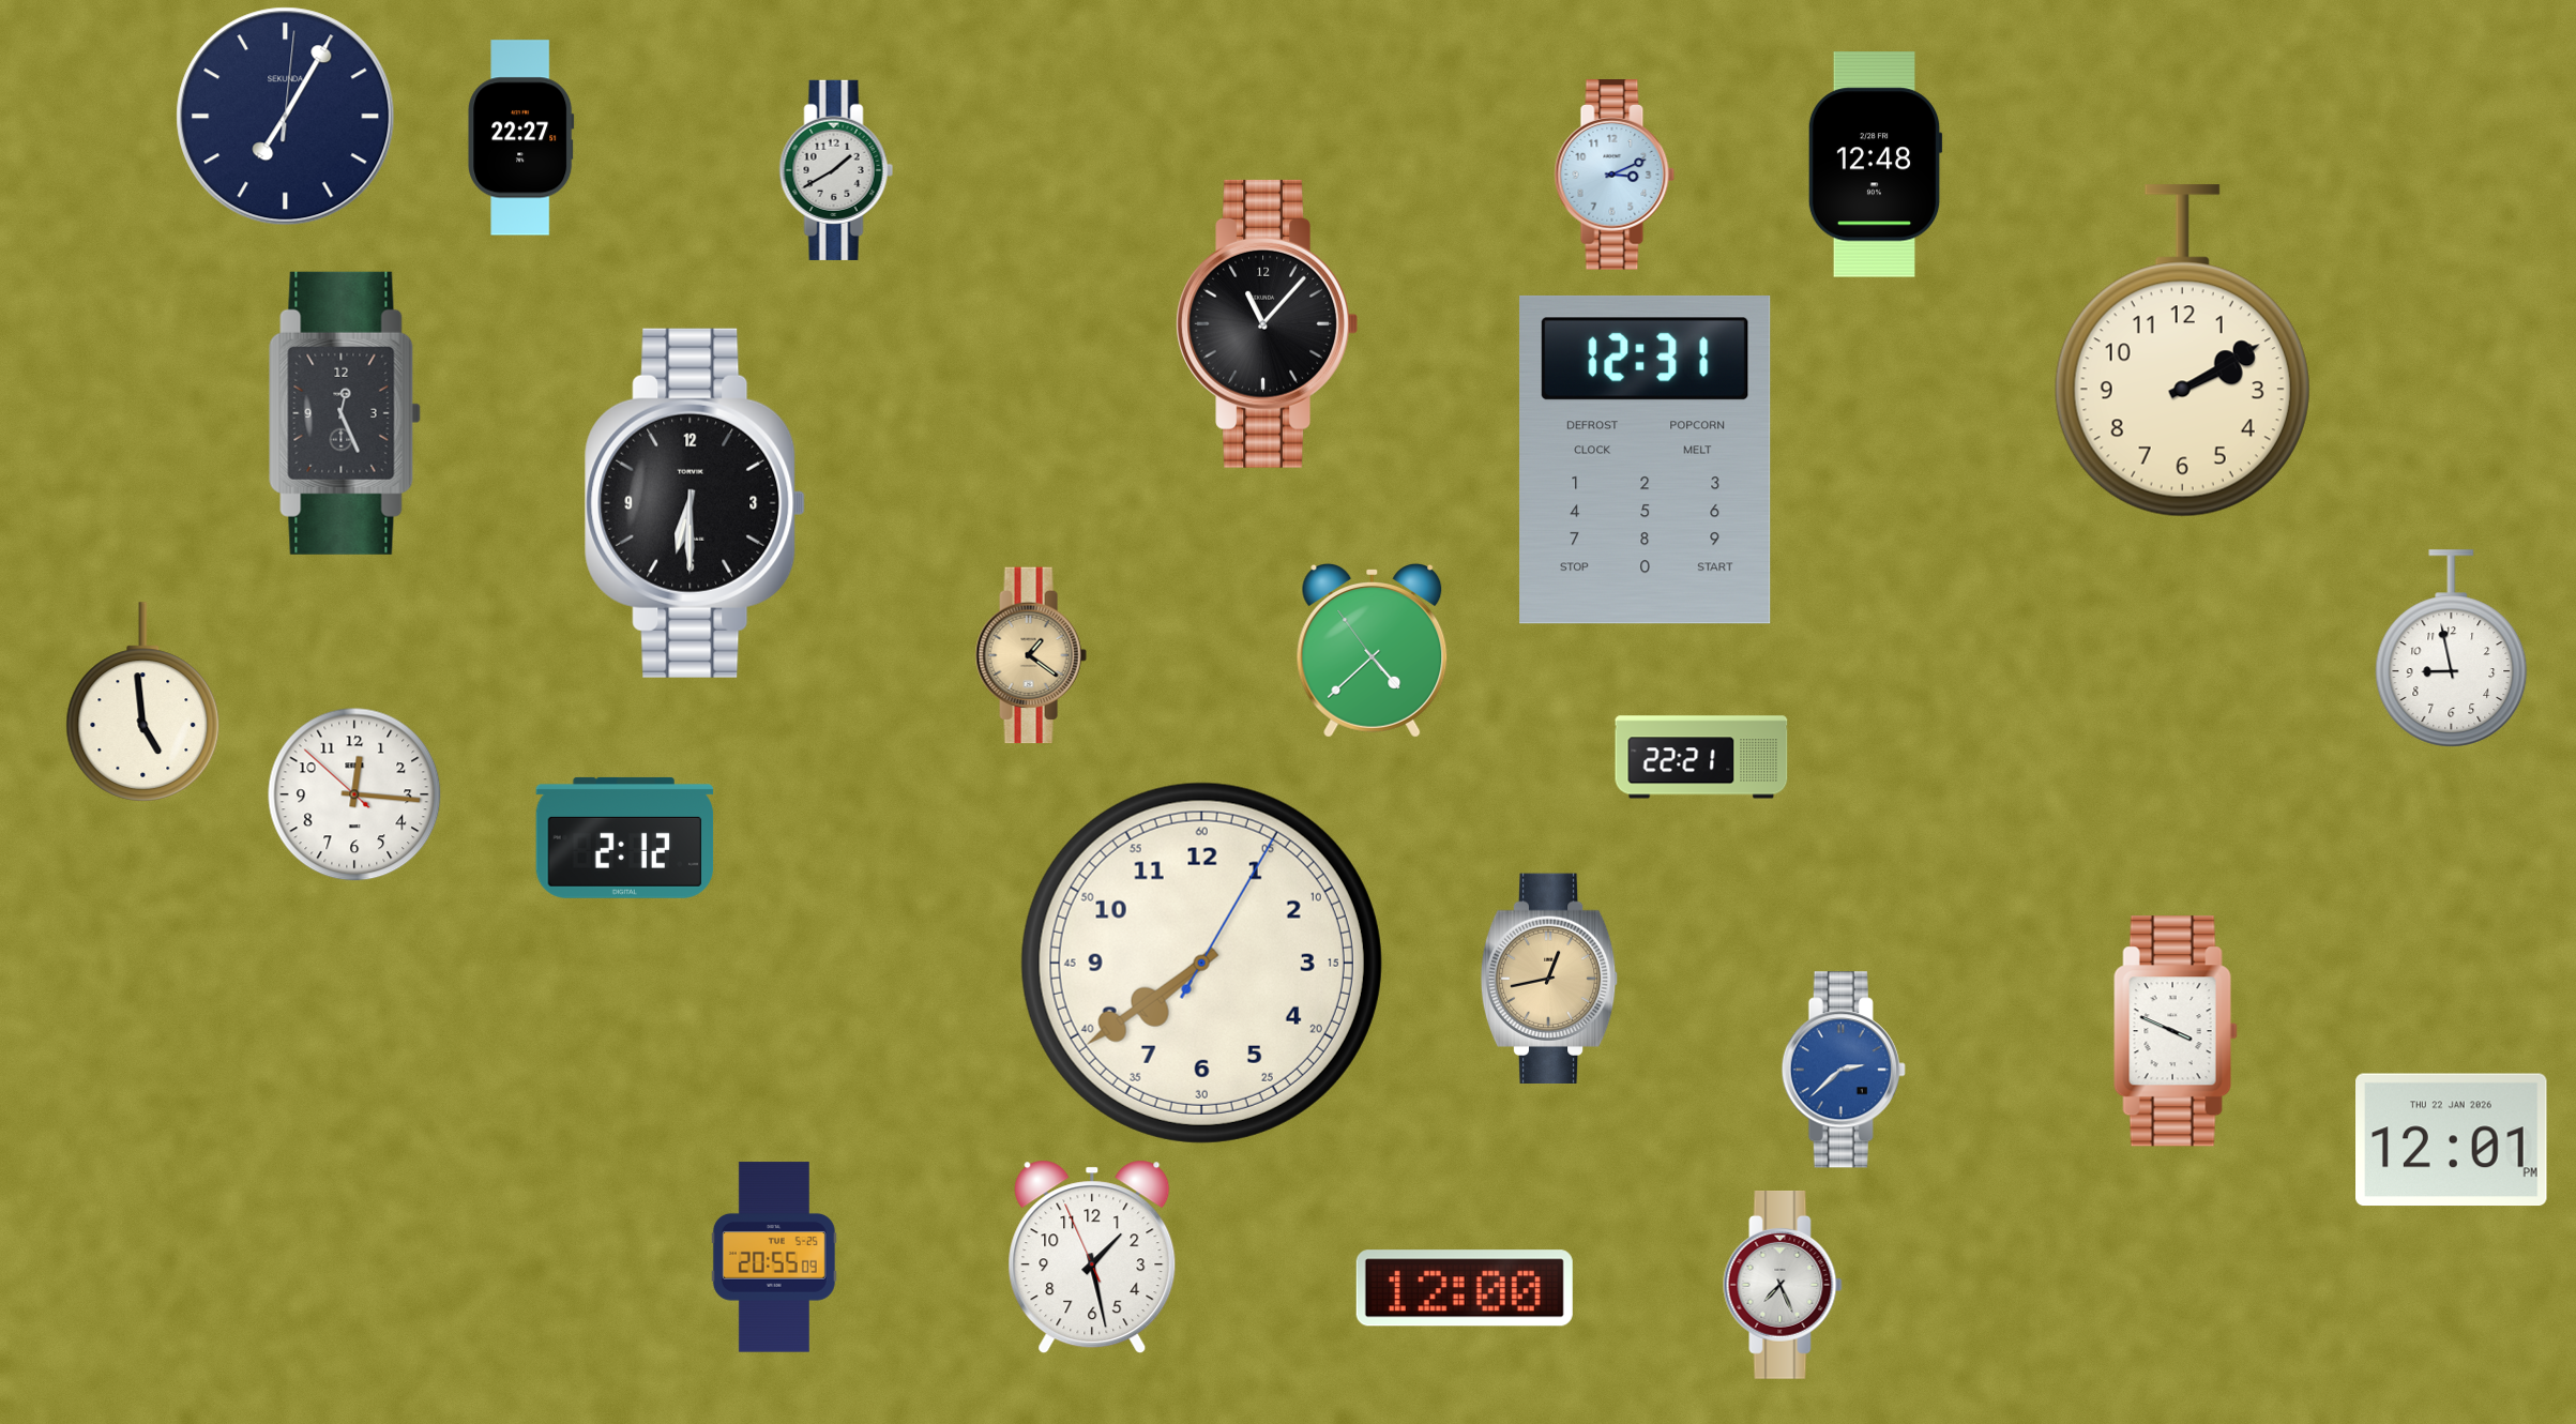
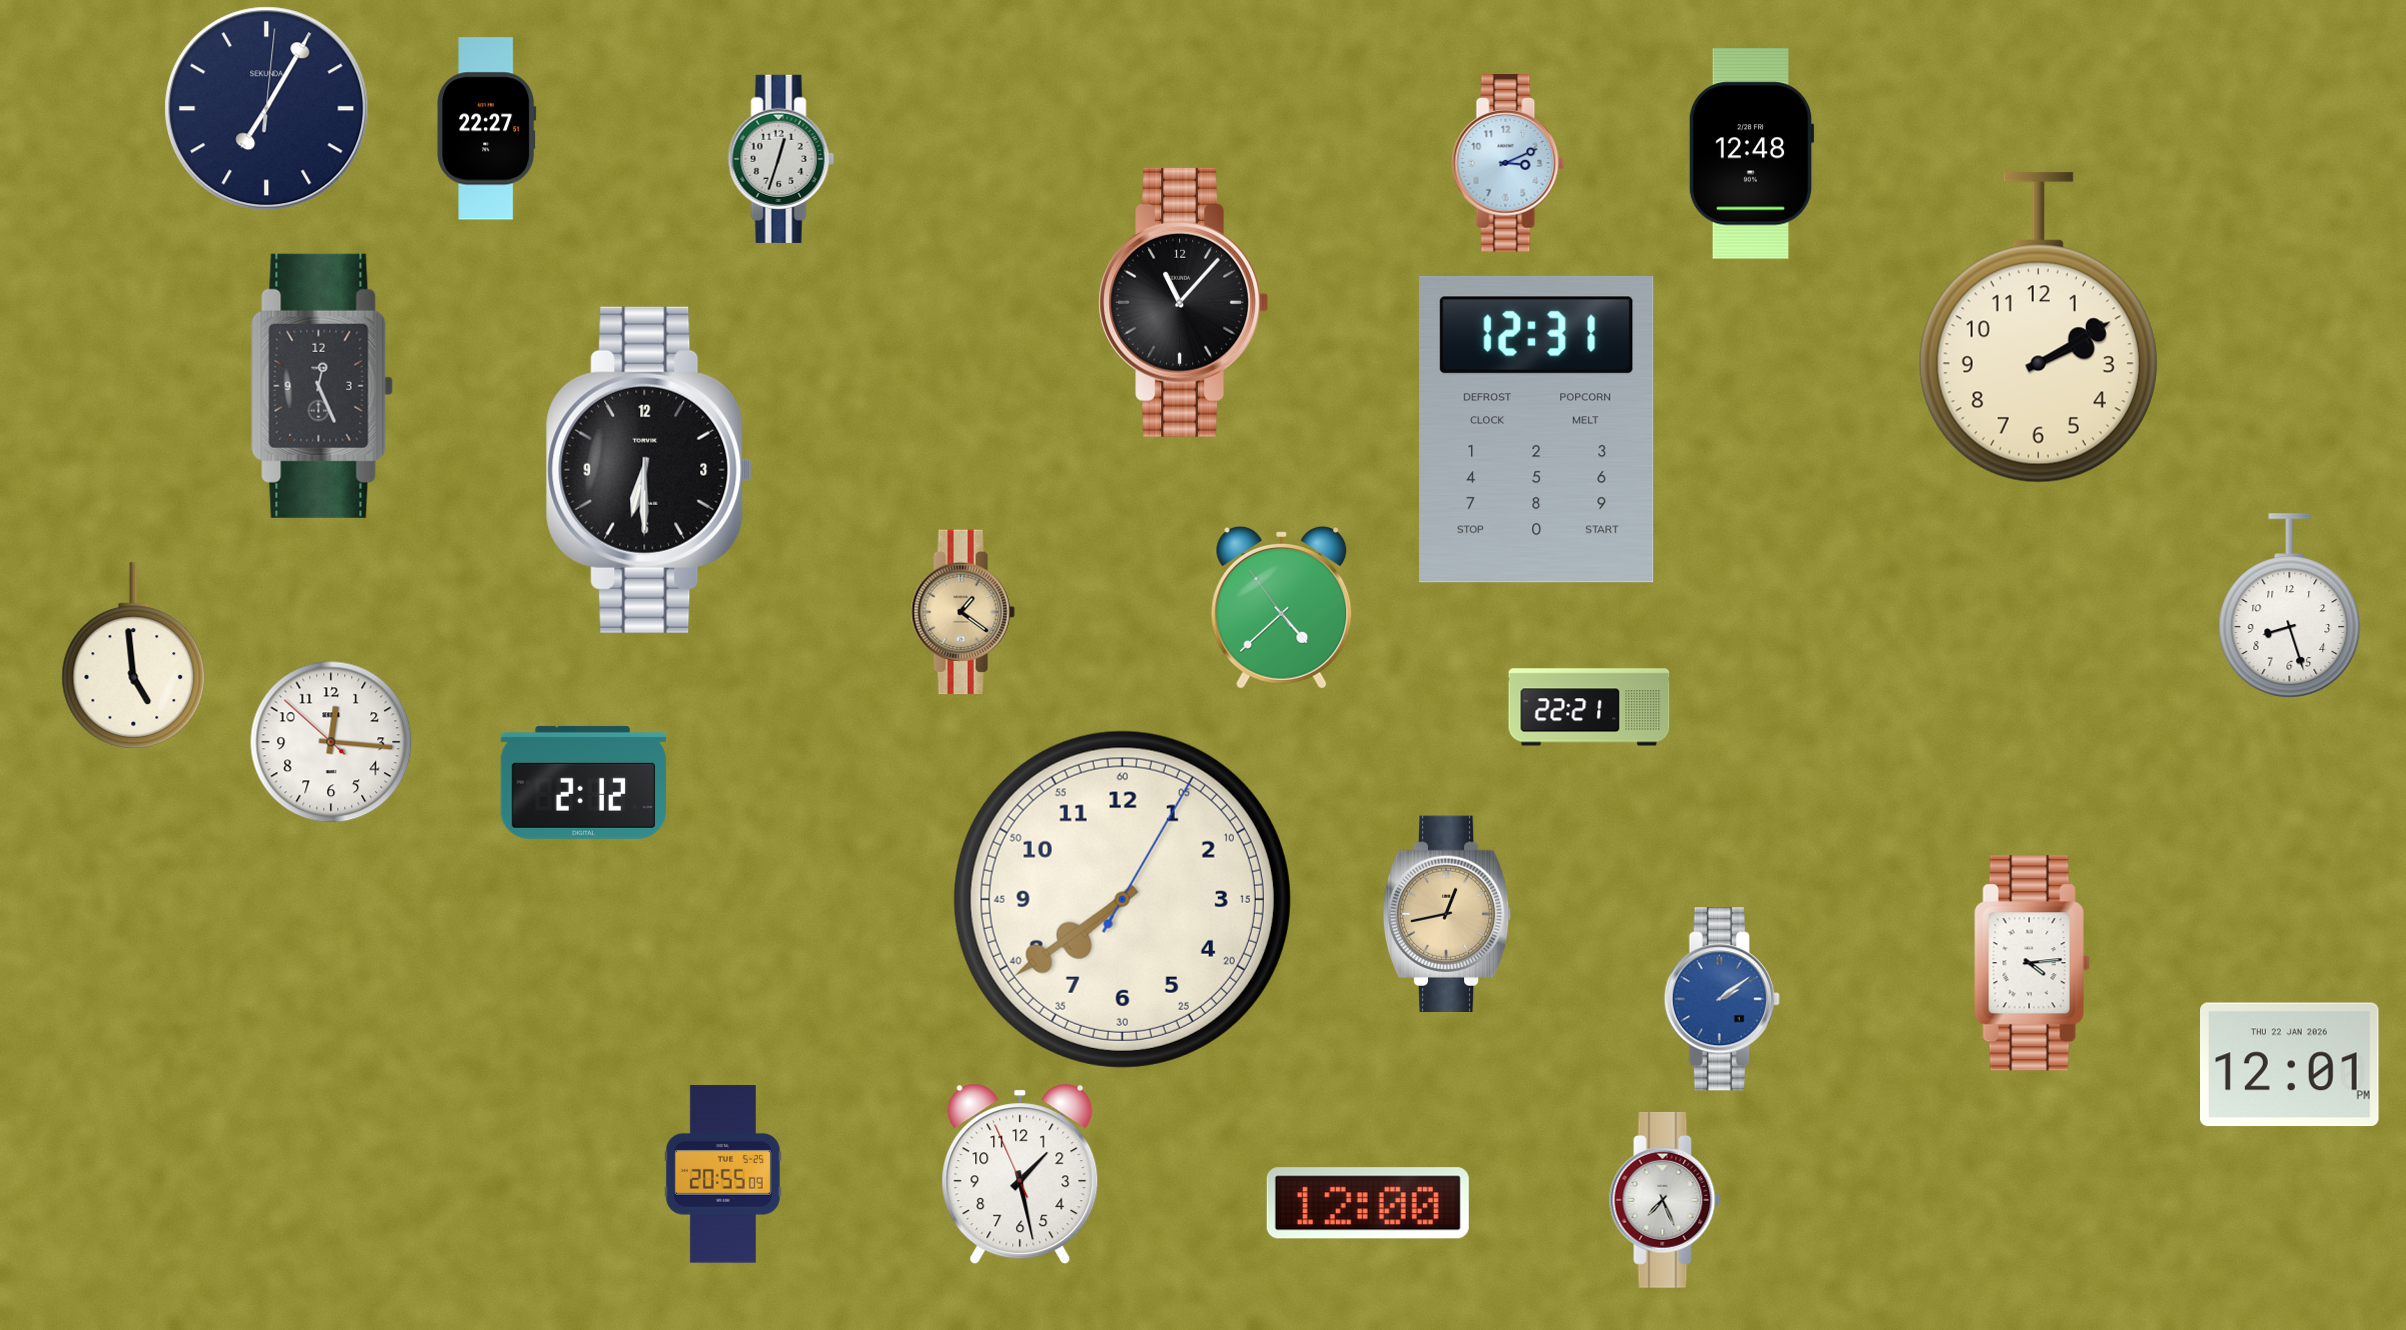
clock at (836, 170): 1:40 -> 12:33
clock at (2452, 649): 8:58 -> 8:27
clock at (2176, 1031): 3:49 -> 4:14
clock at (1844, 1070): 2:38 -> 2:09
